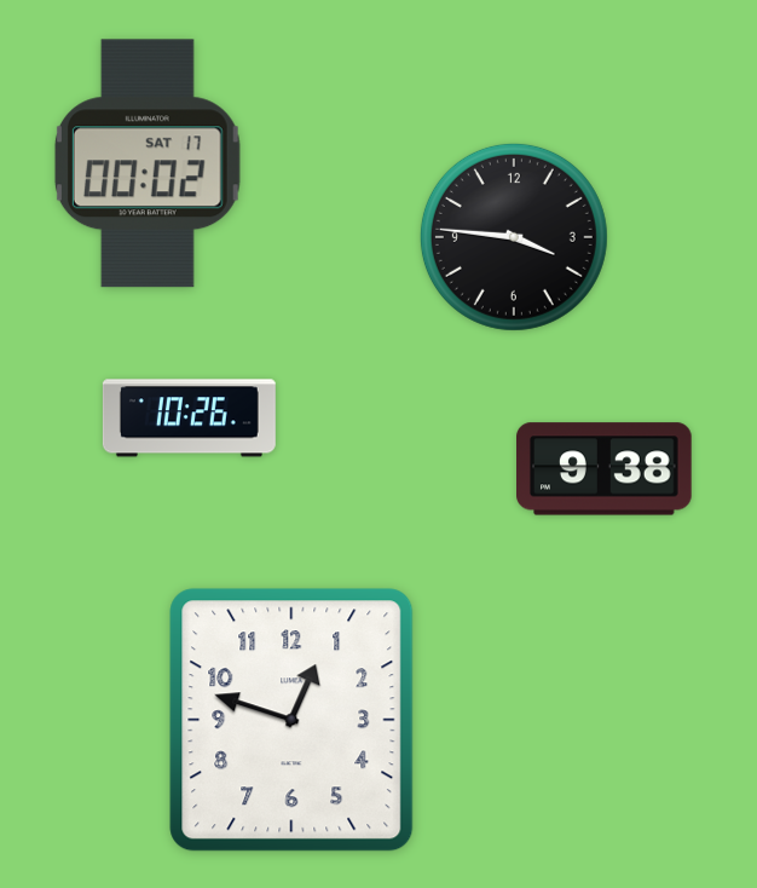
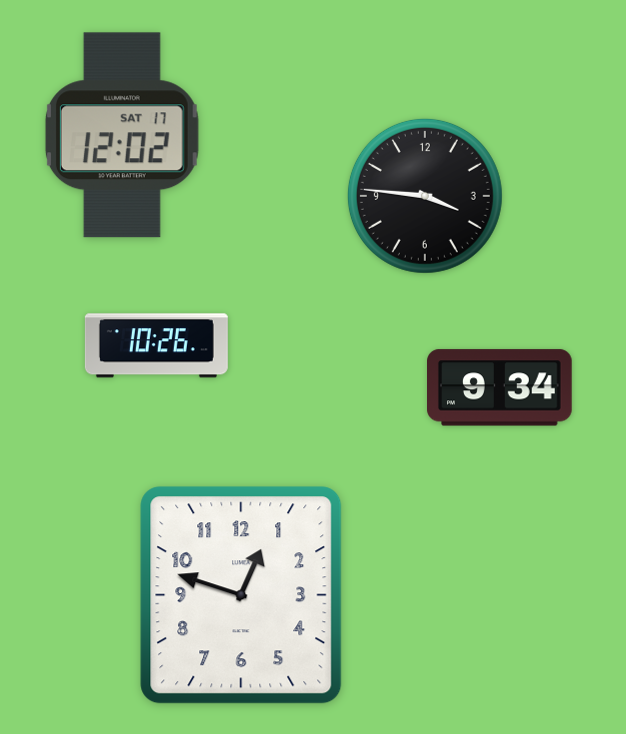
clock at (148, 163): 00:02 -> 12:02
clock at (605, 469): 9:38 -> 9:34
